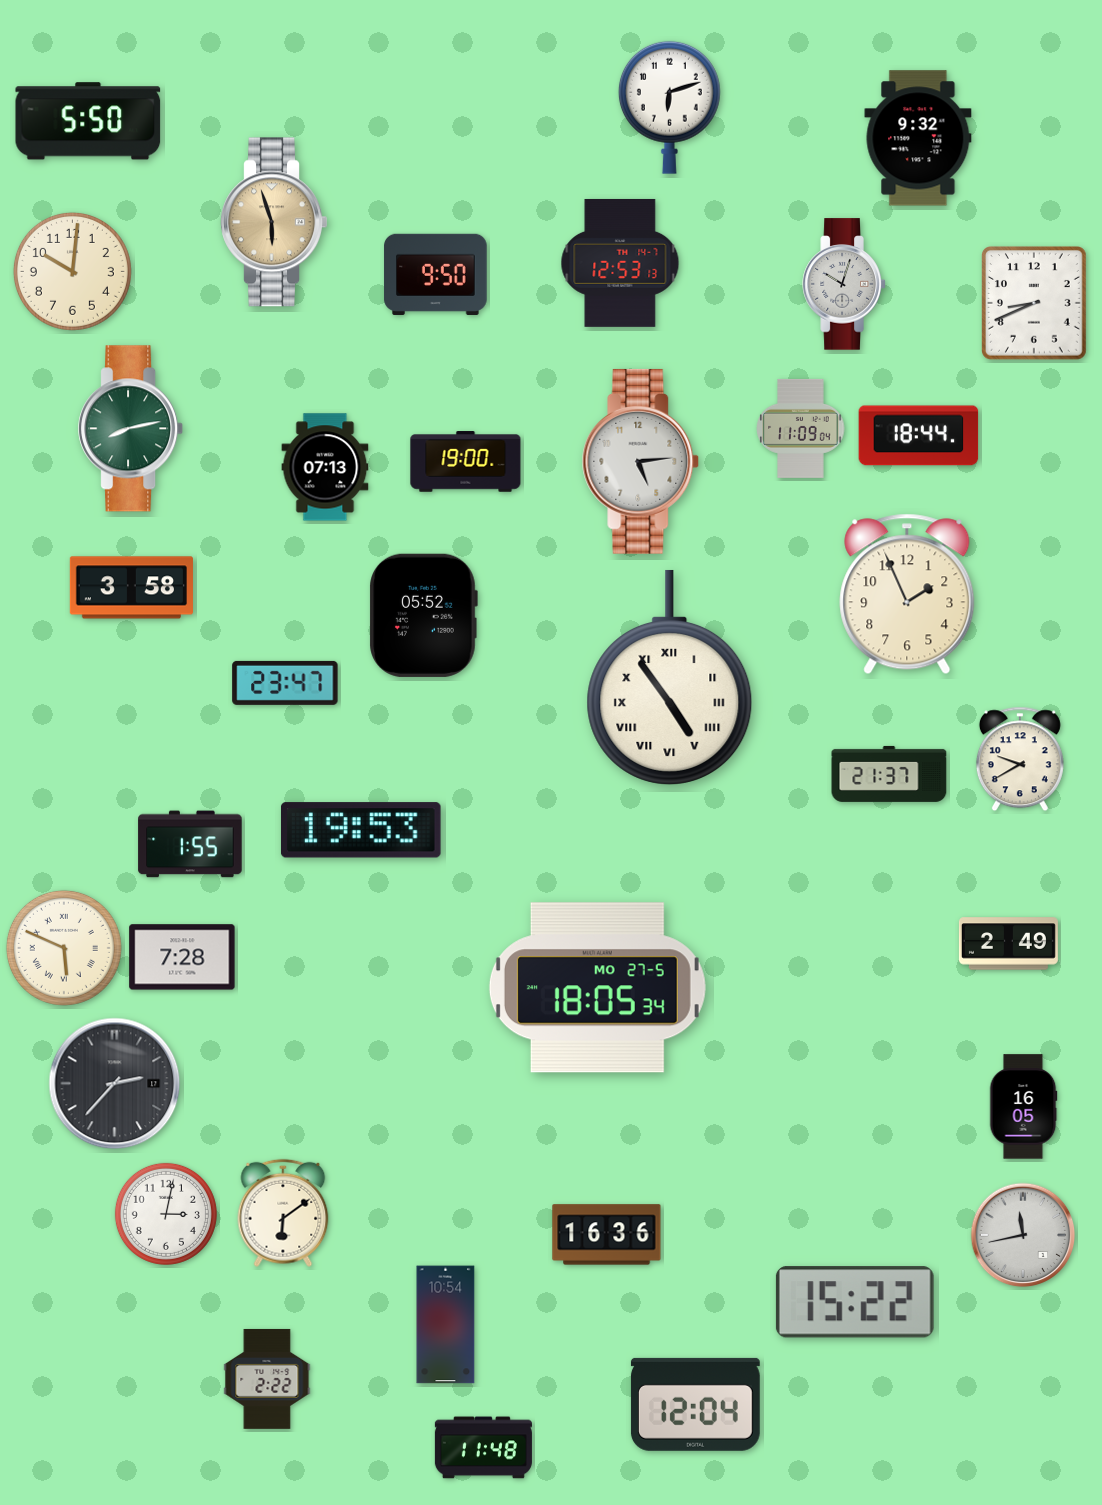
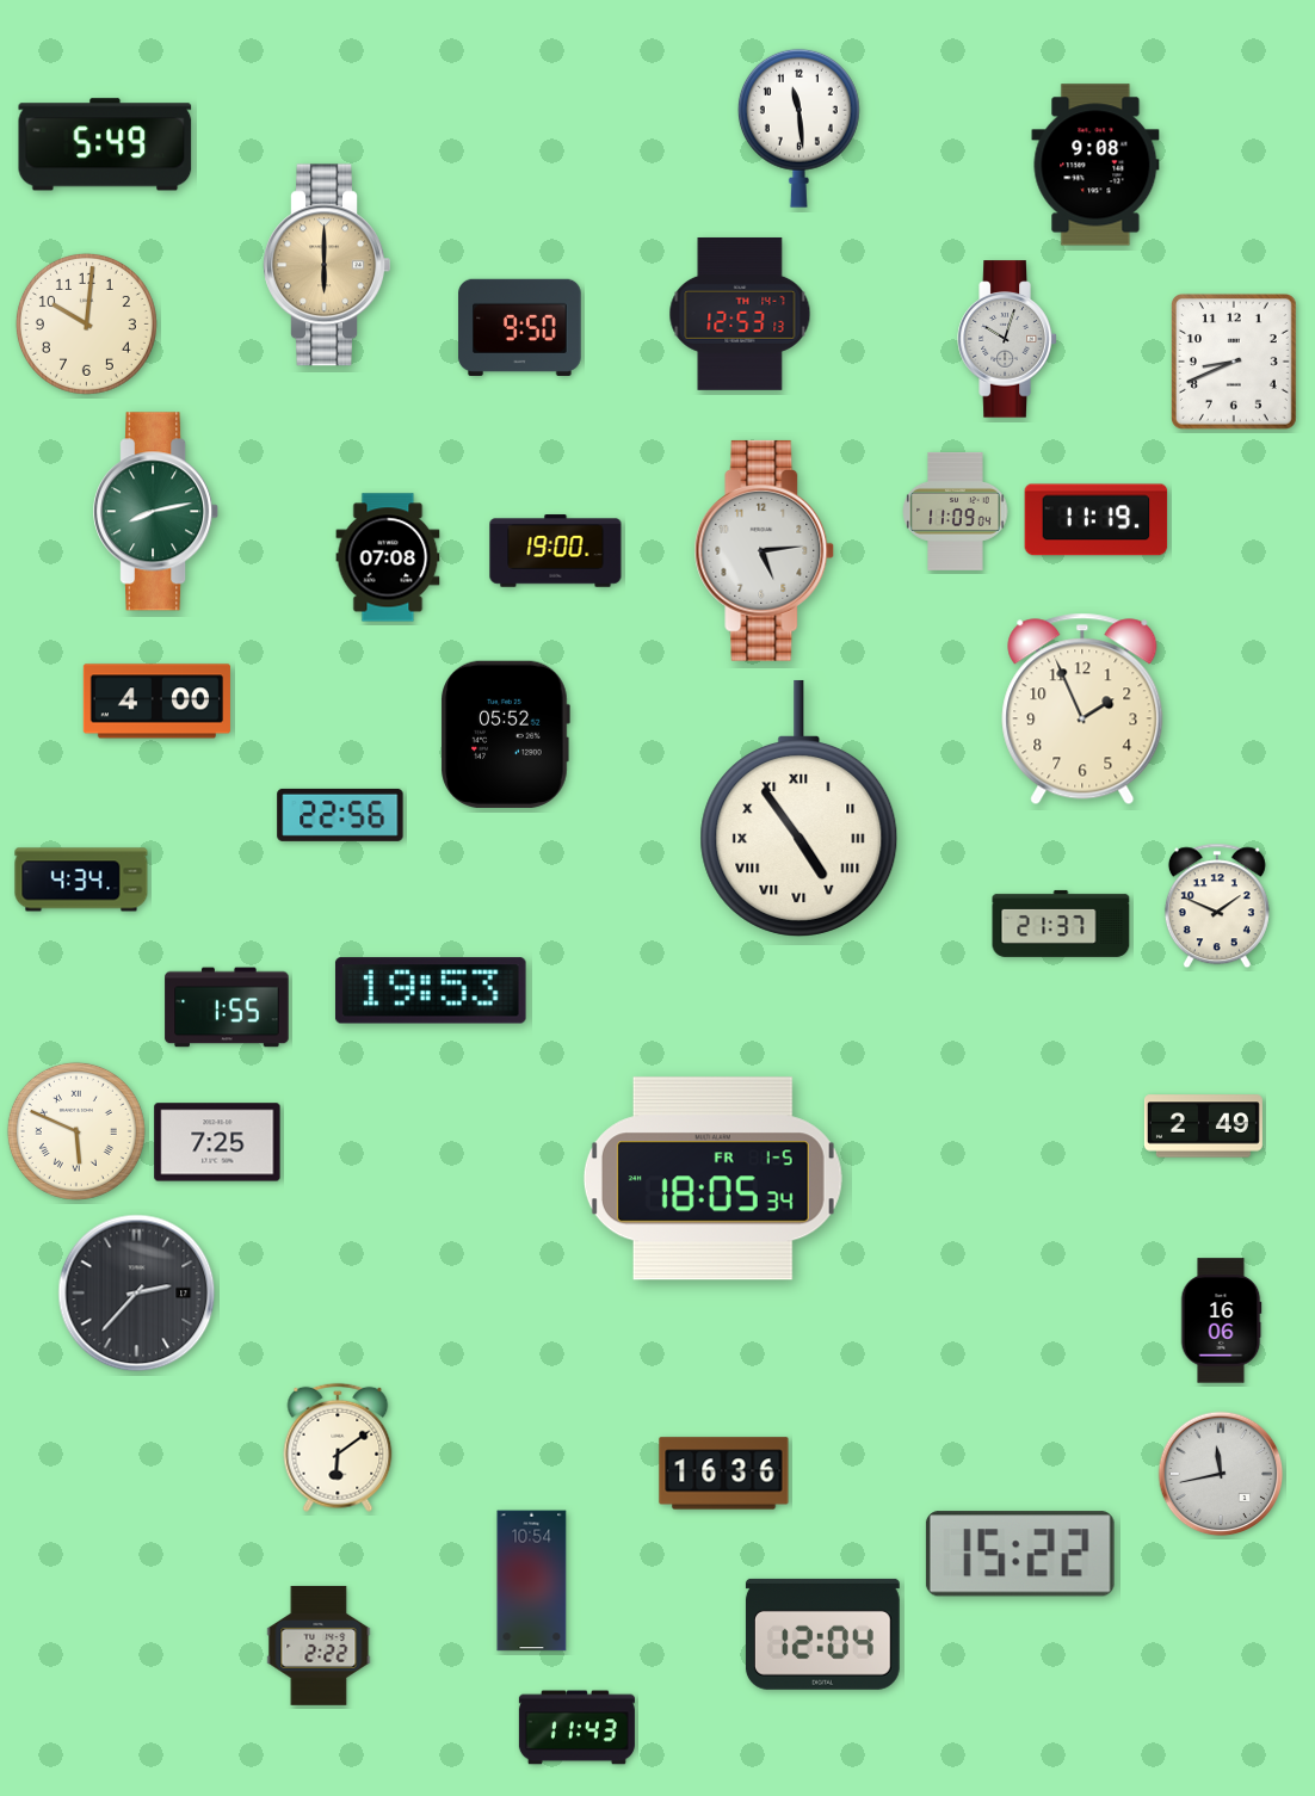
clock at (669, 107): 6:12 -> 11:29
clock at (88, 121): 5:50 -> 5:49
clock at (918, 138): 9:32 -> 9:08
clock at (273, 222): 5:57 -> 6:00
clock at (919, 436): 18:44 -> 11:19
clock at (325, 467): 07:13 -> 07:08
clock at (131, 588): 3:58 -> 4:00
clock at (285, 683): 23:47 -> 22:56
clock at (81, 880): none -> 4:34
clock at (1020, 759): 9:40 -> 1:49
clock at (182, 957): 7:28 -> 7:25
clock at (597, 988) date: MO 27-5 -> FR 1-5
clock at (1023, 1107): 16:05 -> 16:06
clock at (166, 1214): 3:02 -> none
clock at (695, 1404) position: (695, 1404) -> (822, 1634)
clock at (483, 1448): 11:48 -> 11:43
